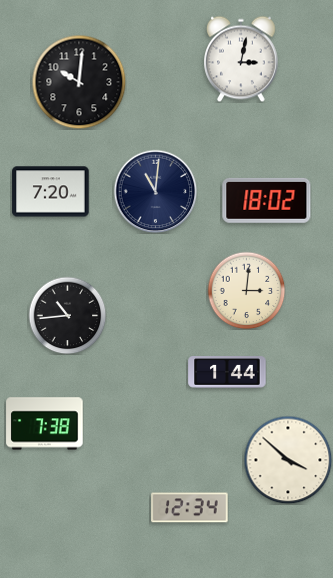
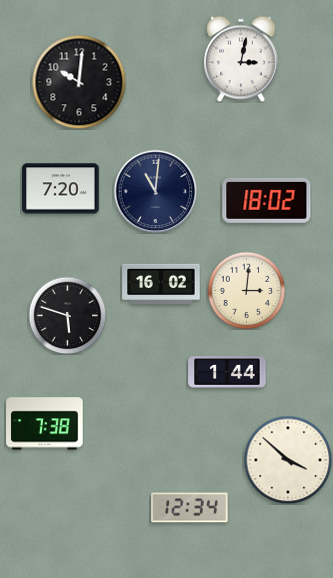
clock at (51, 192) position: (51, 192) -> (61, 189)
clock at (161, 284): none -> 16:02
clock at (67, 315): 10:44 -> 5:48
